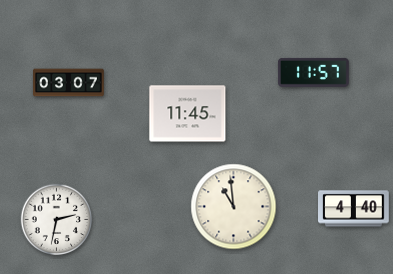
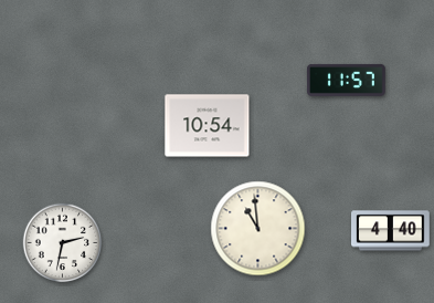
clock at (69, 83): 03:07 -> none
clock at (188, 114): 11:45 -> 10:54
